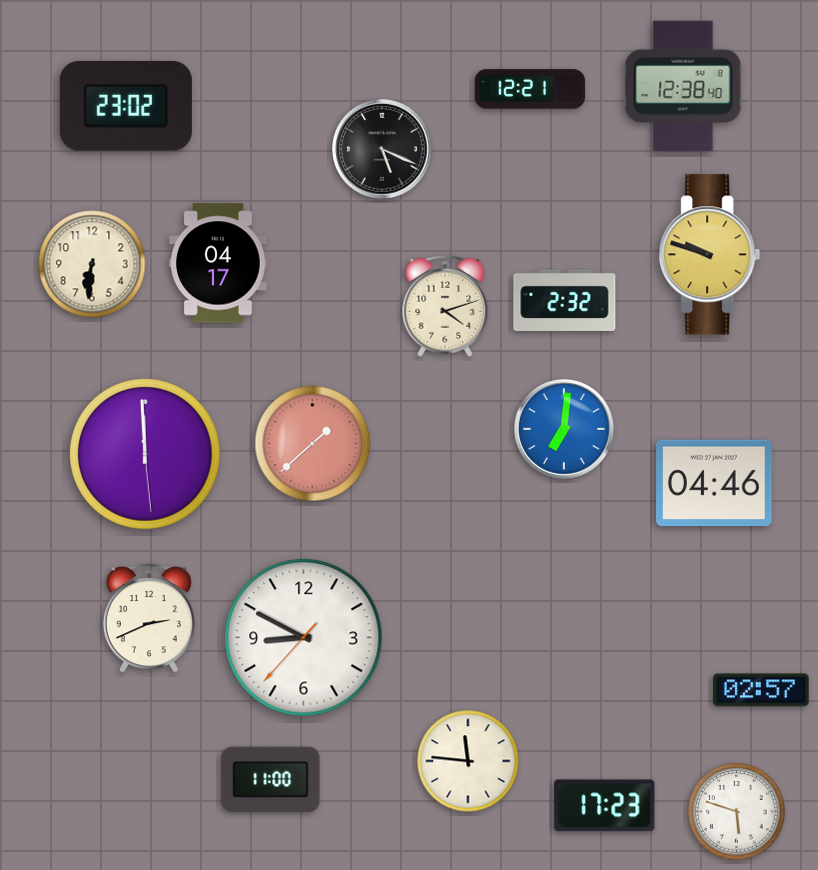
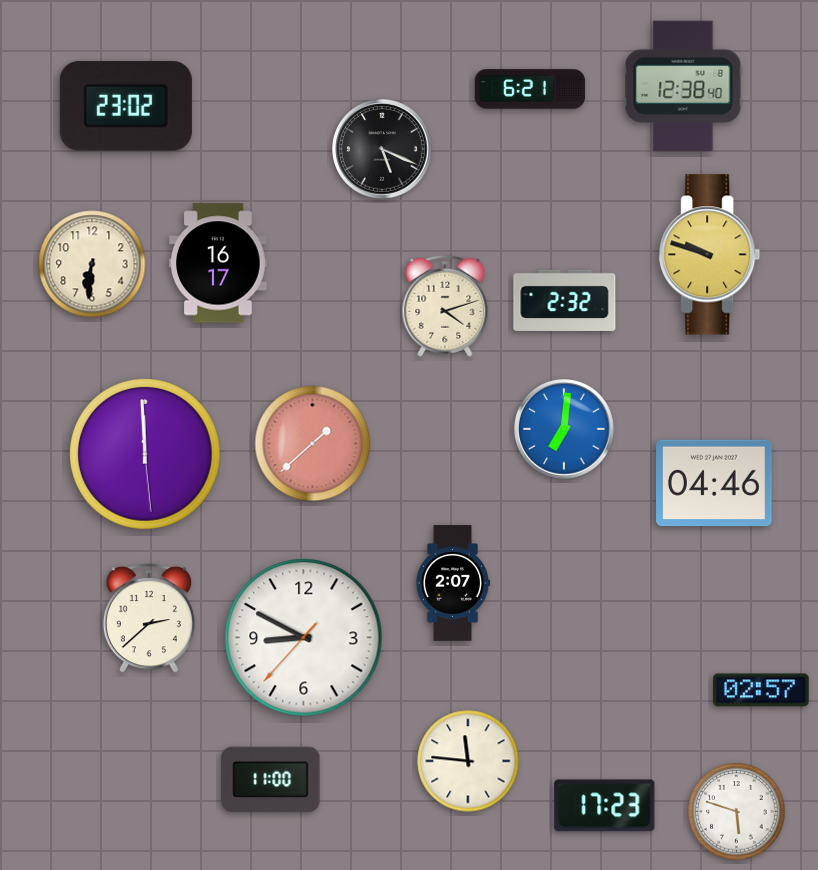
clock at (530, 89): 12:21 -> 6:21
clock at (218, 263): 04:17 -> 16:17
clock at (453, 583): none -> 2:07
clock at (149, 618): 2:41 -> 2:38
